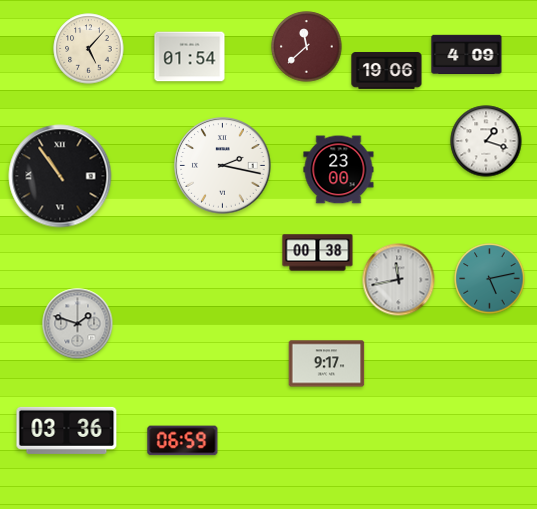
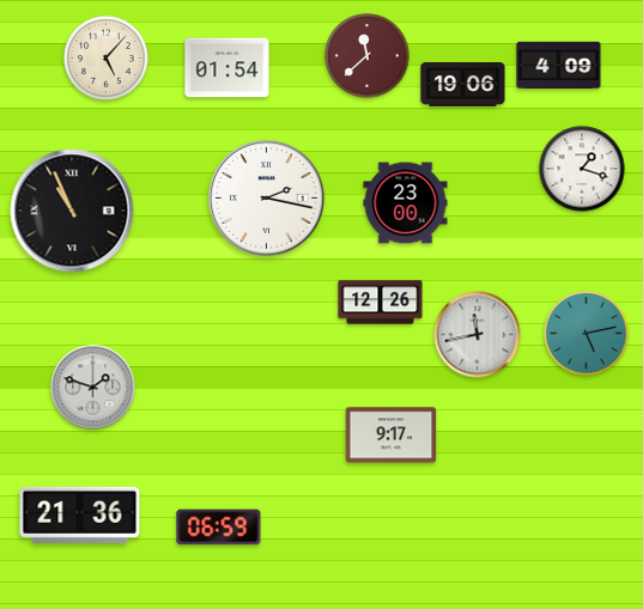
clock at (60, 176): 10:54 -> 10:56
clock at (318, 253): 00:38 -> 12:26
clock at (67, 430): 03:36 -> 21:36
